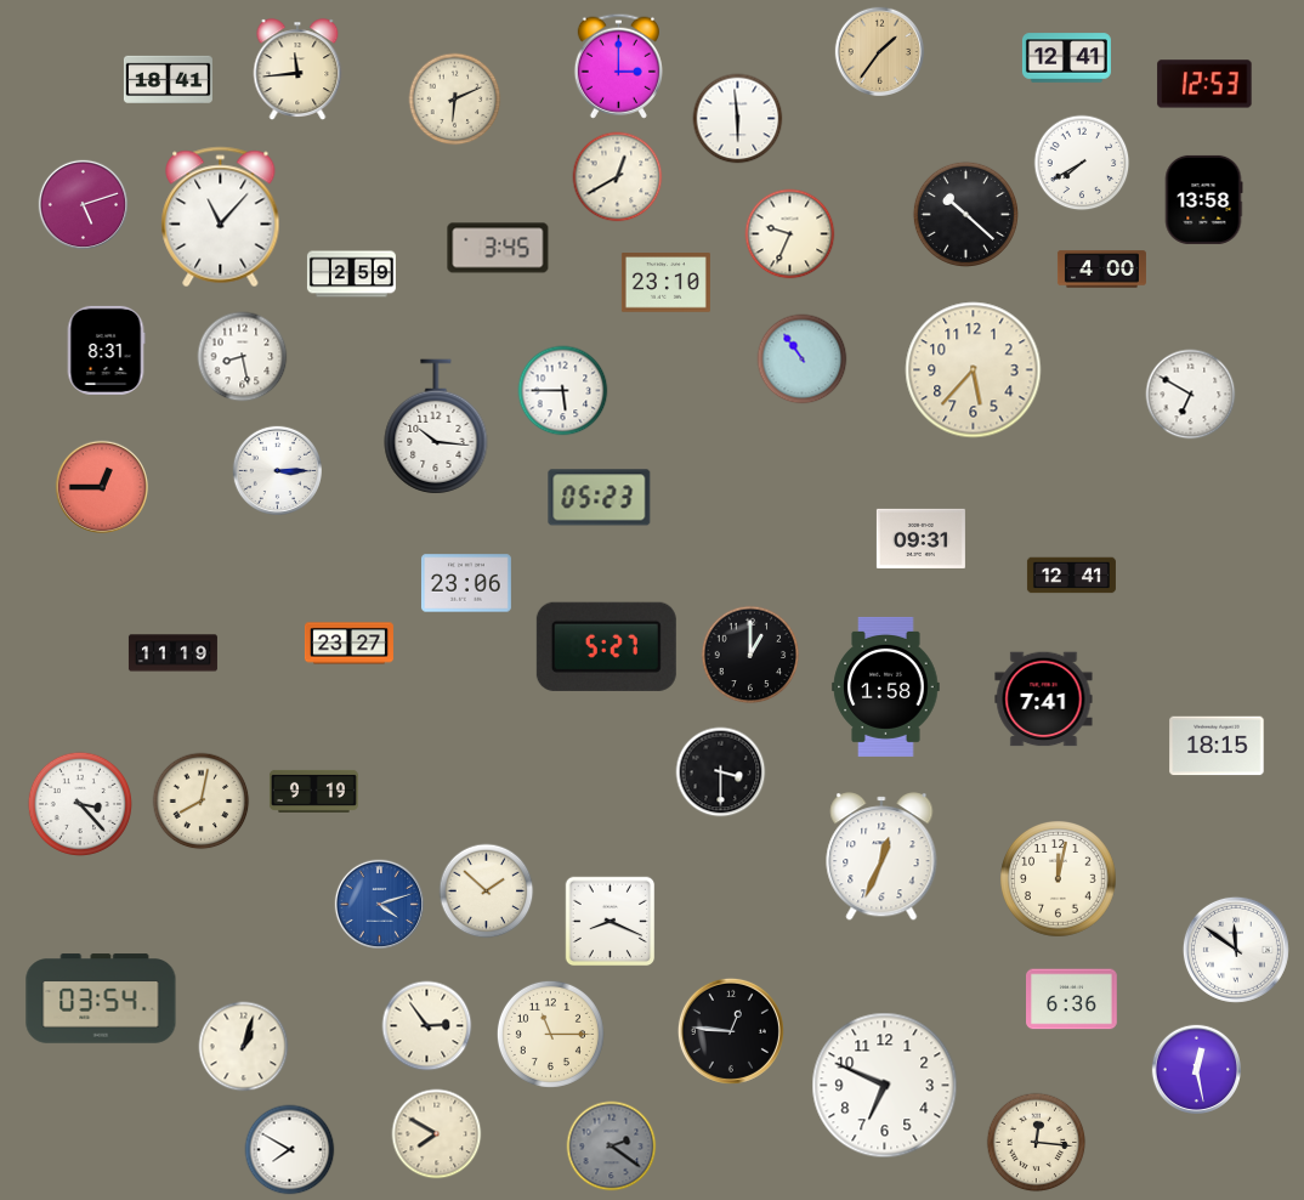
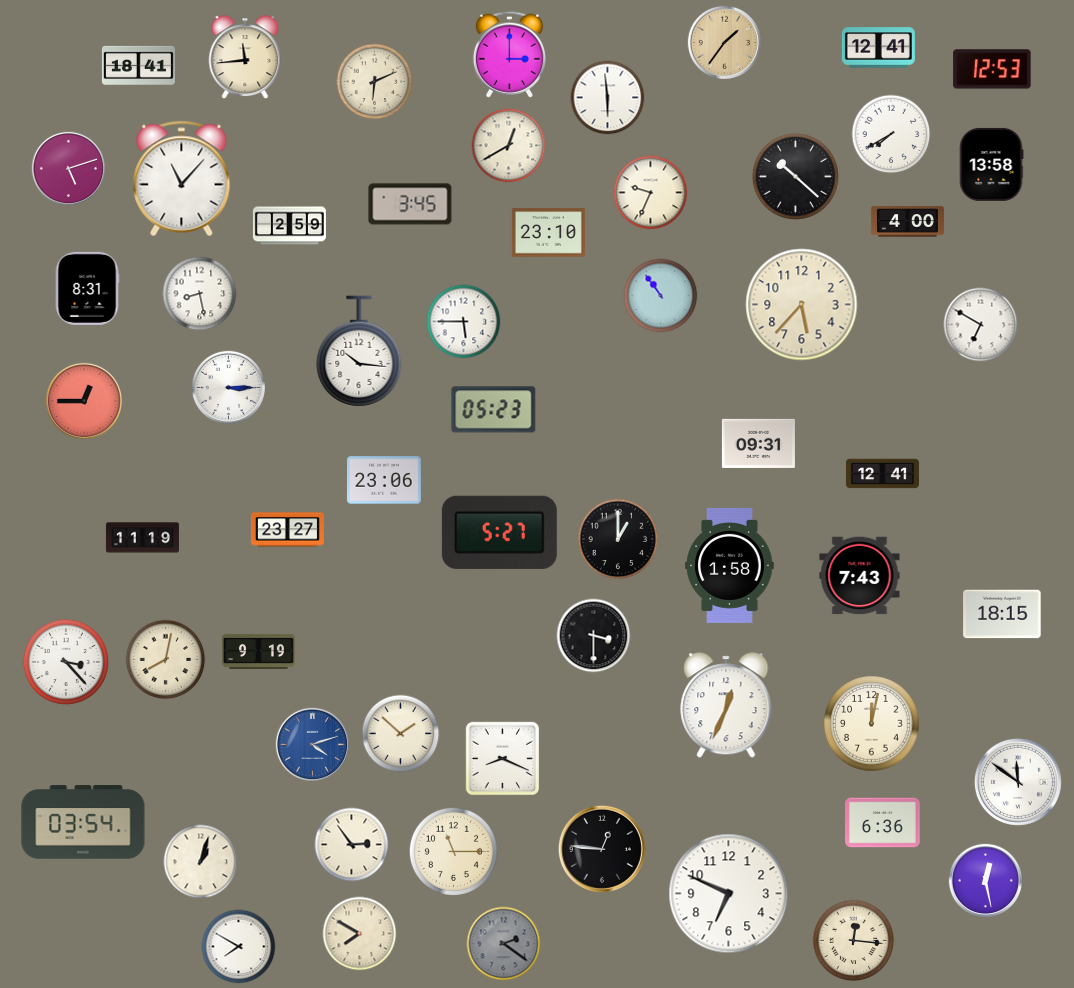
clock at (1044, 700): 7:41 -> 7:43
